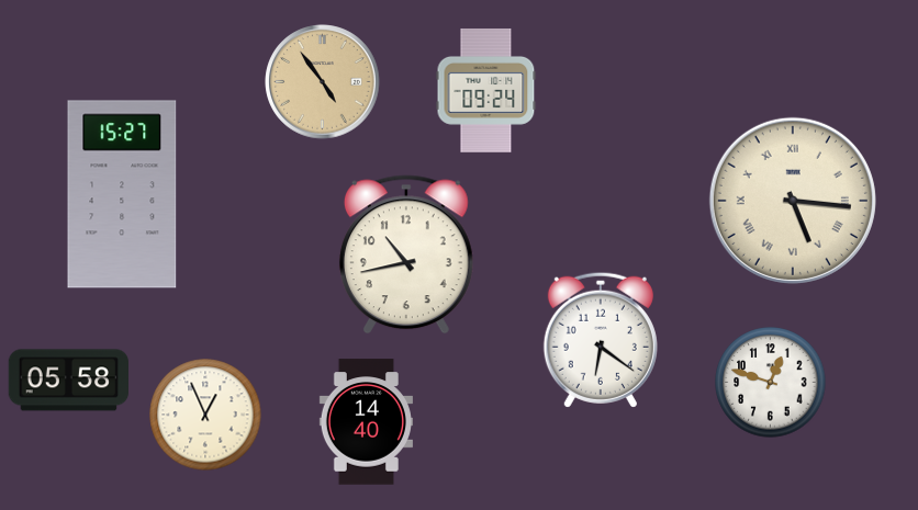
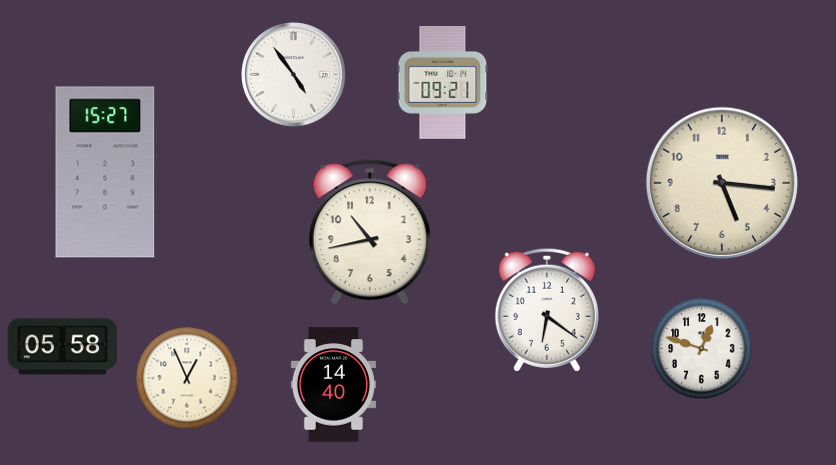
clock at (323, 82) dial: champagne -> white
clock at (486, 90): 09:24 -> 09:21
clock at (122, 194) position: (122, 194) -> (105, 172)
clock at (793, 201) numerals: Roman -> Arabic
